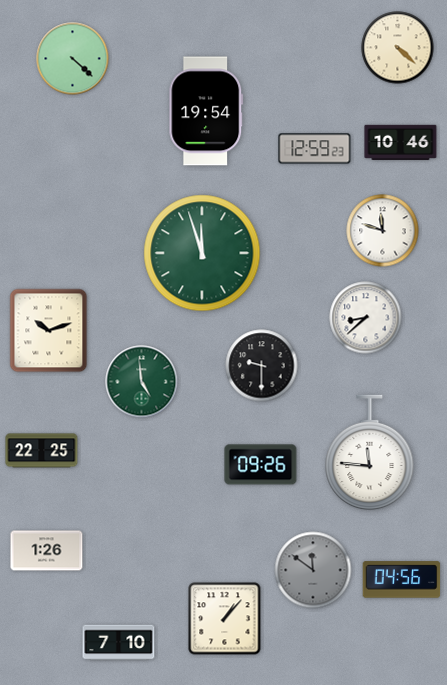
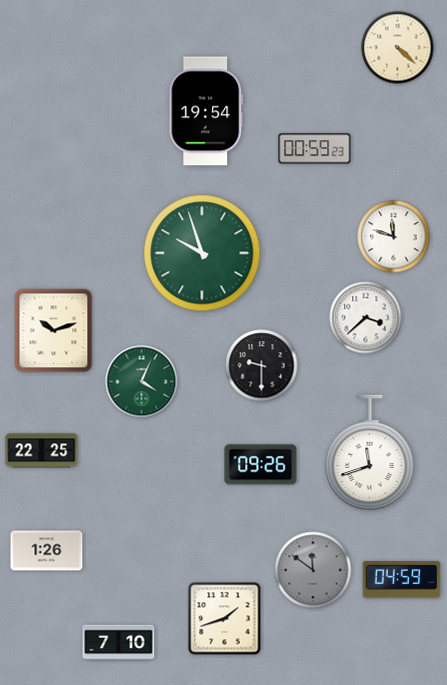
clock at (73, 59): 4:22 -> none
clock at (401, 142): 10:46 -> none
clock at (315, 149): 12:59 -> 00:59
clock at (383, 231) position: (383, 231) -> (394, 237)
clock at (202, 253): 11:57 -> 9:57
clock at (366, 318): 8:38 -> 3:38
clock at (49, 331) position: (49, 331) -> (54, 331)
clock at (142, 382): 4:59 -> 4:04
clock at (370, 453): 11:46 -> 11:42
clock at (402, 580): 04:56 -> 04:59
clock at (225, 619): 1:07 -> 1:42
